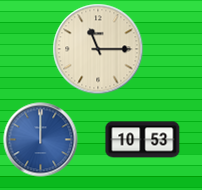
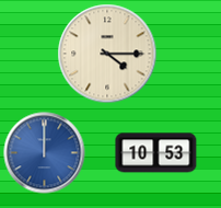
clock at (98, 49): 11:15 -> 4:15
